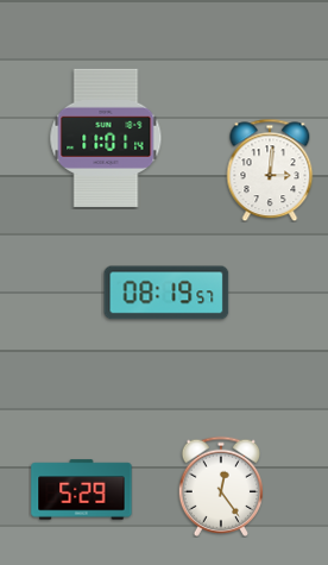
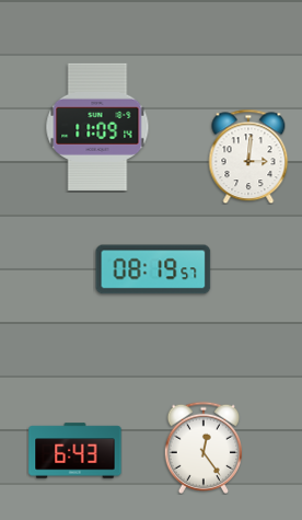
clock at (106, 138): 11:01 -> 11:09
clock at (82, 490): 5:29 -> 6:43
